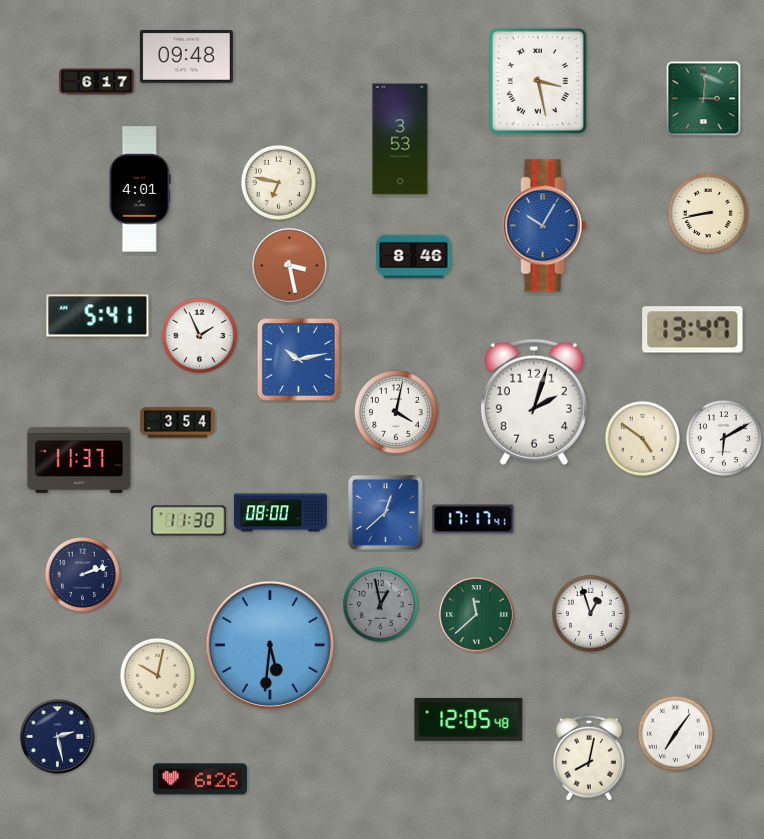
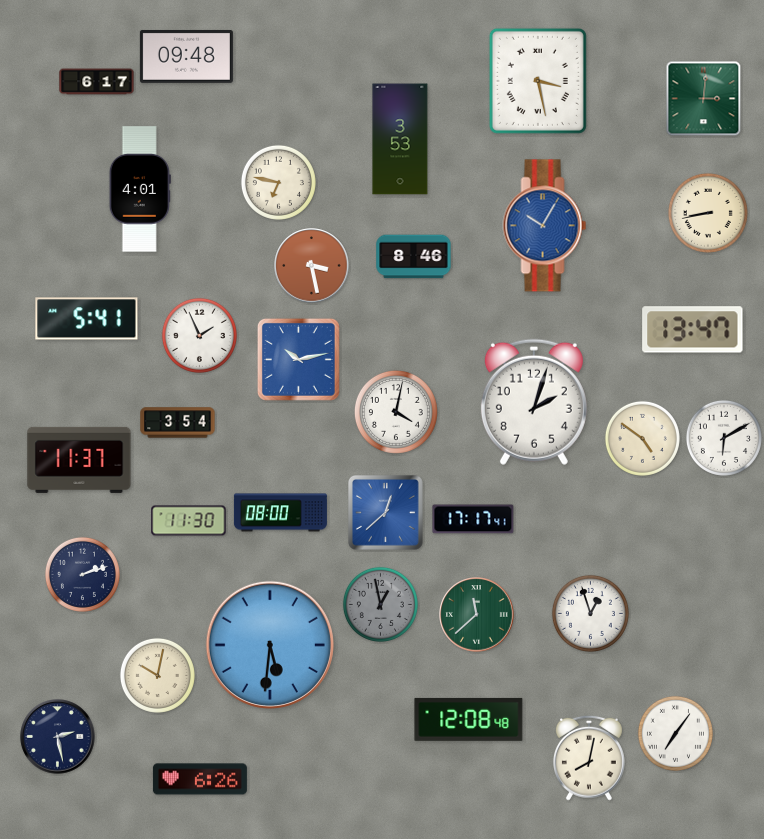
clock at (290, 266) position: (290, 266) -> (312, 266)
clock at (98, 316) position: (98, 316) -> (87, 319)
clock at (469, 719): 12:05 -> 12:08
